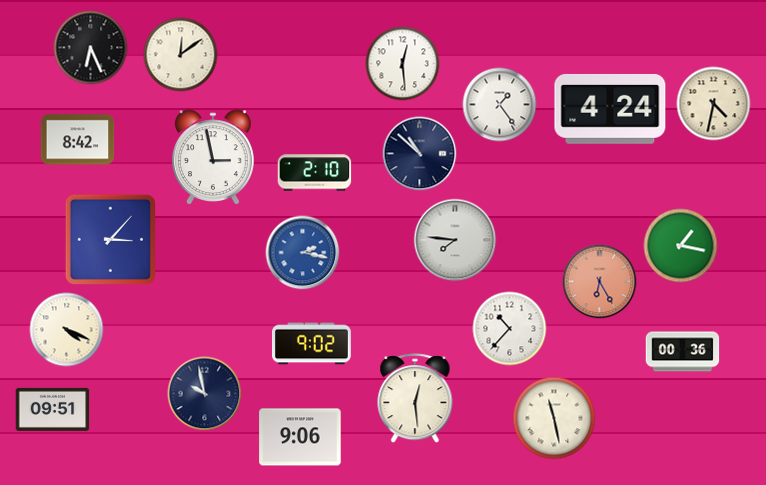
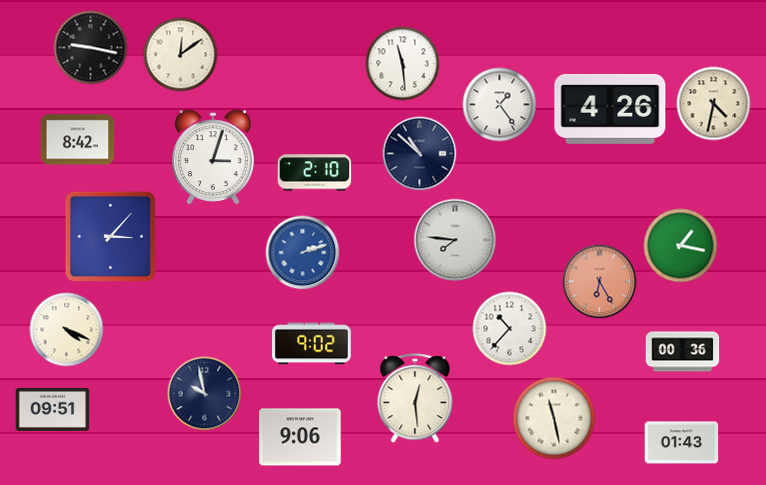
clock at (91, 48): 6:26 -> 9:17
clock at (403, 64): 12:29 -> 11:29
clock at (610, 109): 4:24 -> 4:26
clock at (214, 157): 2:58 -> 3:03
clock at (110, 239) position: (110, 239) -> (110, 236)
clock at (303, 253): 2:17 -> 2:12
clock at (682, 443): none -> 01:43
